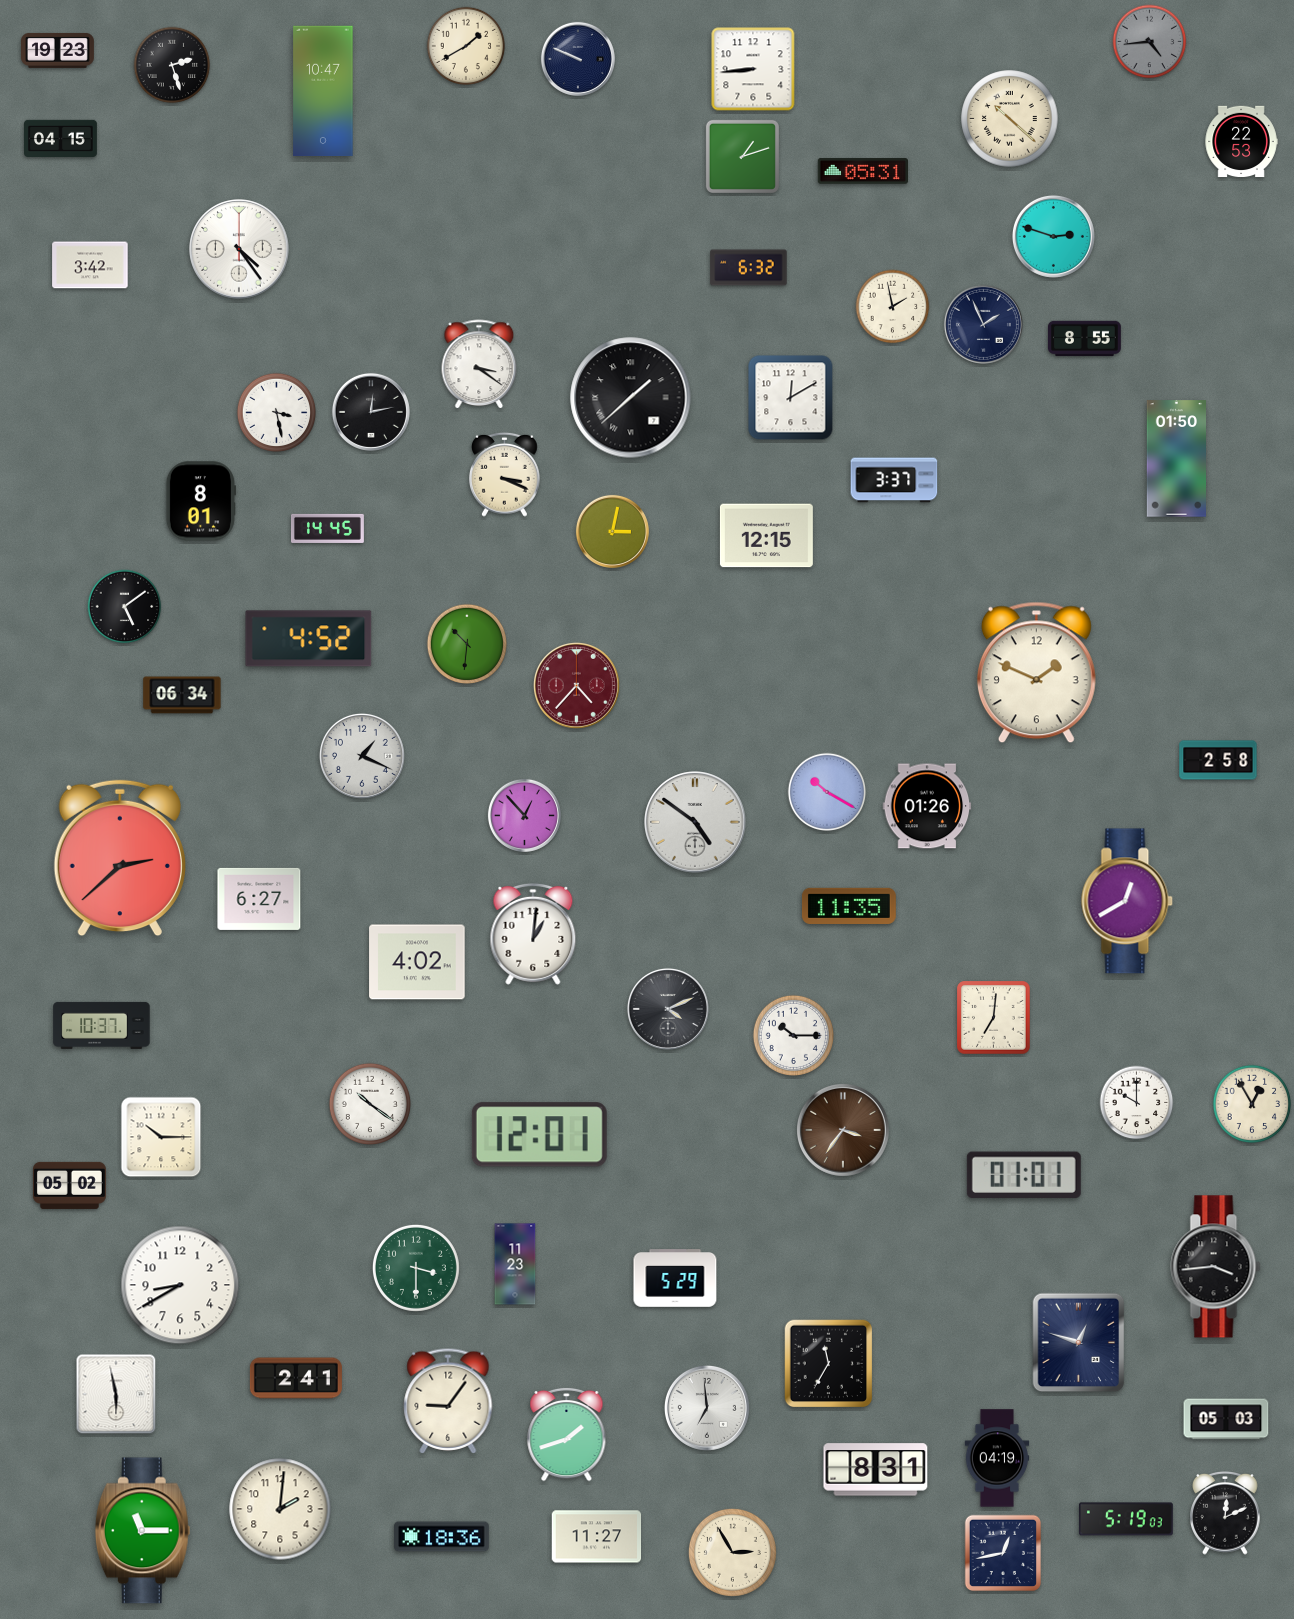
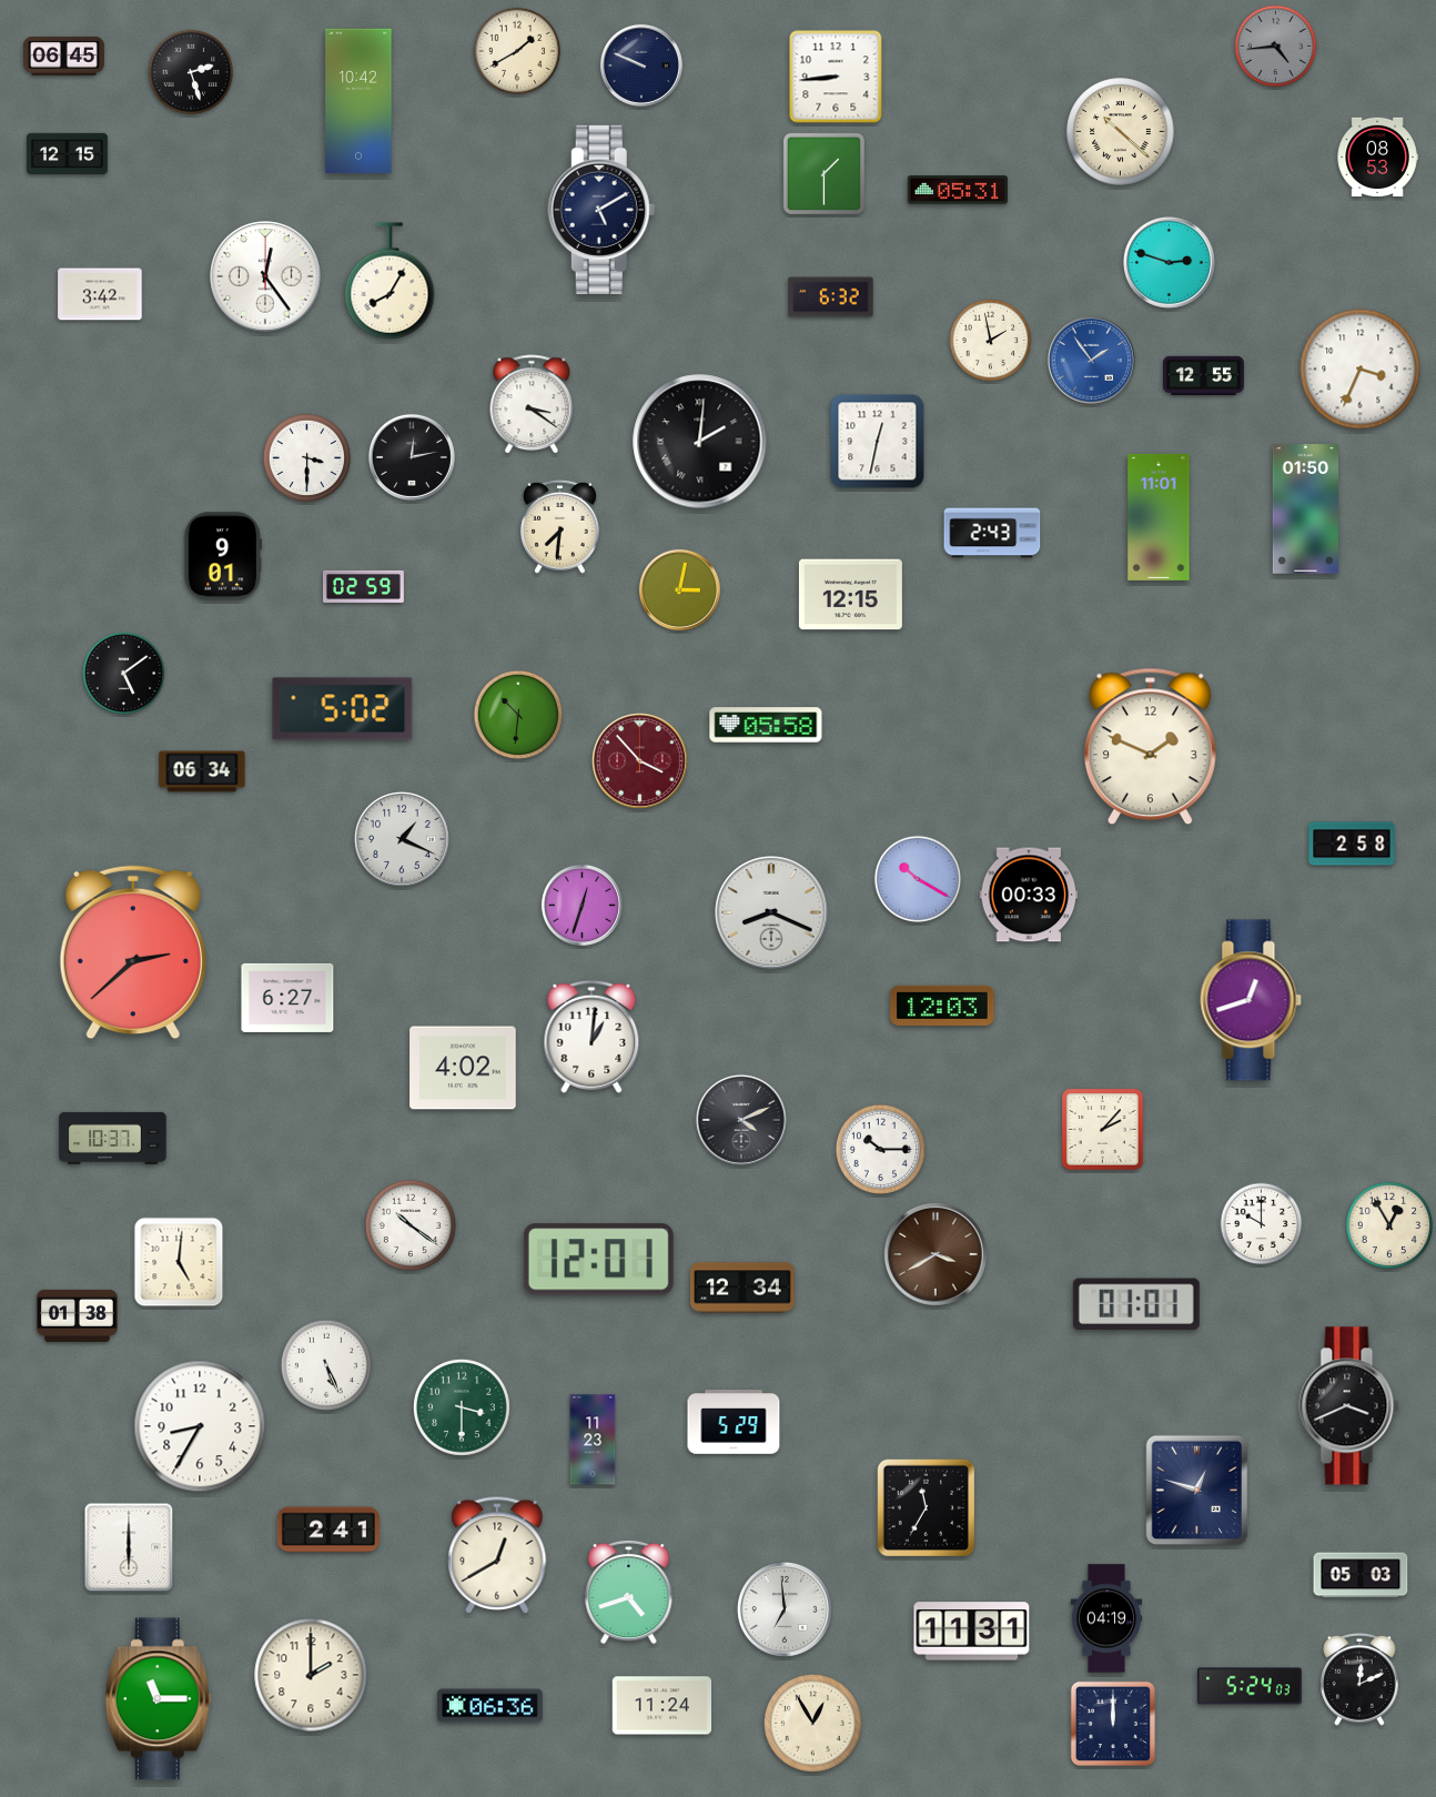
clock at (58, 50): 19:23 -> 06:45
clock at (323, 91): 10:47 -> 10:42
clock at (61, 138): 04:15 -> 12:15
clock at (1241, 142): 22:53 -> 08:53
clock at (742, 156): 1:12 -> 1:30
clock at (601, 210): none -> 5:10
clock at (239, 249): 4:24 -> 12:24
clock at (390, 281): none -> 8:05
clock at (983, 324): 1:56 -> 1:54
clock at (983, 324) dial: navy -> blue
clock at (1361, 370): none -> 3:34
clock at (1084, 339): 8:55 -> 12:55
clock at (631, 398): 1:38 -> 2:01
clock at (791, 398): 12:10 -> 12:32
clock at (277, 413): 3:28 -> 3:30
clock at (1159, 517): none -> 11:01
clock at (504, 474): 3:19 -> 7:31
clock at (894, 480): 3:37 -> 2:43
clock at (201, 501): 8:01 -> 9:01
clock at (327, 528): 14:45 -> 02:59
clock at (125, 607) position: (125, 607) -> (124, 674)
clock at (309, 639): 4:52 -> 5:02
clock at (766, 725): none -> 05:58
clock at (576, 685): 4:37 -> 3:53
clock at (927, 806): 01:26 -> 00:33
clock at (524, 815): 12:53 -> 12:33
clock at (695, 822): 4:51 -> 8:19
clock at (1127, 901): 12:40 -> 12:42
clock at (849, 906): 11:35 -> 12:03
clock at (994, 1018): 7:01 -> 2:07
clock at (844, 1131): 3:36 -> 3:40
clock at (161, 1137): 10:15 -> 5:01
clock at (742, 1288): none -> 12:34
clock at (69, 1185): 05:02 -> 01:38
clock at (326, 1365): none -> 5:26
clock at (515, 1264) position: (515, 1264) -> (593, 1440)
clock at (1216, 1267): 3:44 -> 3:41
clock at (675, 1278) position: (675, 1278) -> (734, 1422)
clock at (180, 1285): 8:40 -> 8:35
clock at (829, 1364) position: (829, 1364) -> (927, 1508)
clock at (116, 1394): 5:58 -> 6:00
clock at (448, 1401): 9:06 -> 12:40
clock at (707, 1408) position: (707, 1408) -> (785, 1609)
clock at (567, 1434): 1:42 -> 4:42
clock at (876, 1470): 8:31 -> 11:31
clock at (280, 1509): 2:01 -> 2:00
clock at (1126, 1519): 5:19 -> 5:24
clock at (442, 1537): 18:36 -> 06:36
clock at (597, 1537): 11:27 -> 11:24
clock at (732, 1552): 2:55 -> 12:55
clock at (1003, 1553): 12:43 -> 12:00
